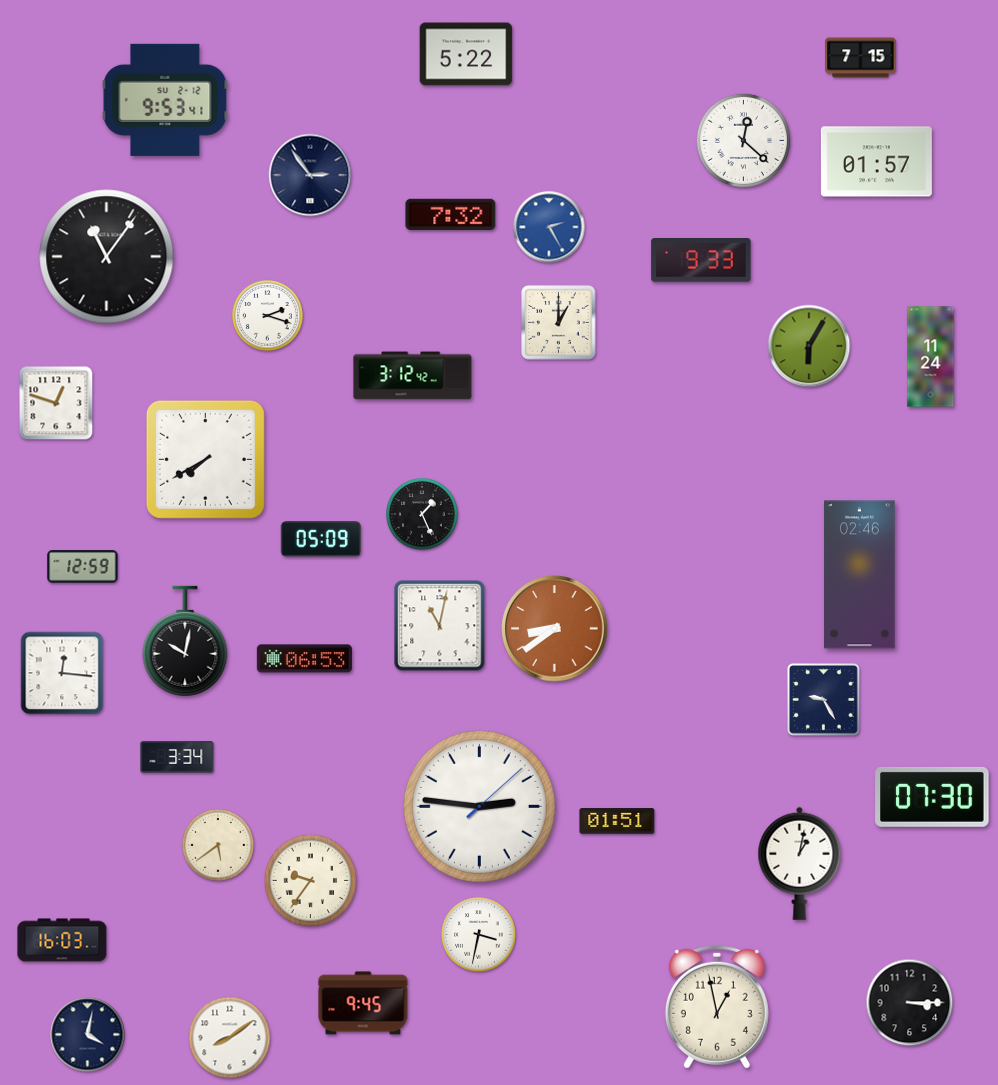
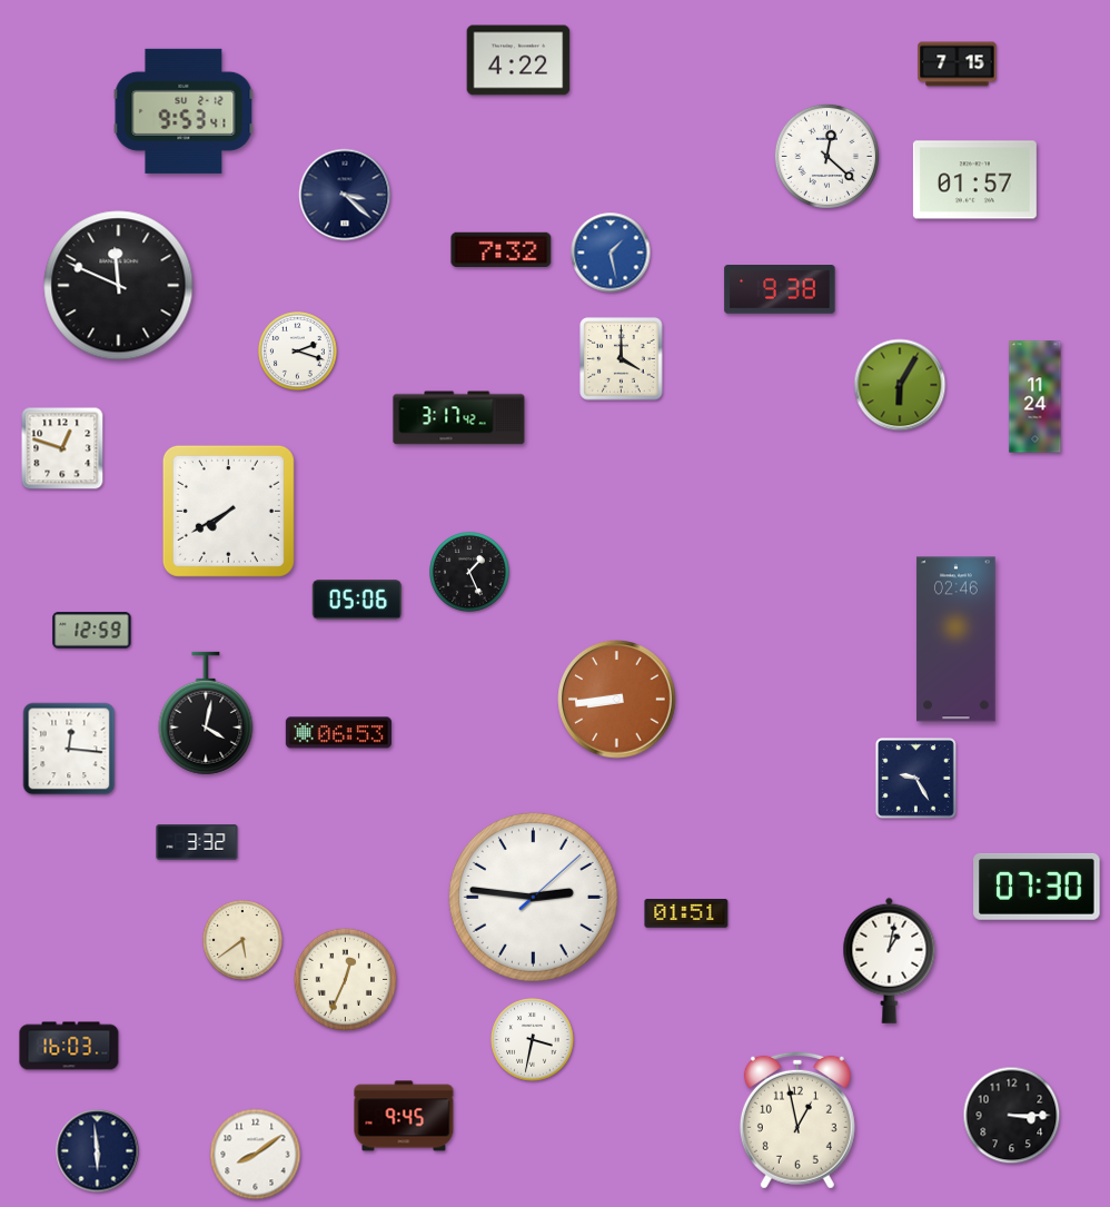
clock at (466, 54): 5:22 -> 4:22
clock at (310, 175): 2:54 -> 3:22
clock at (451, 214) position: (451, 214) -> (502, 249)
clock at (549, 227): 2:25 -> 1:28
clock at (107, 257): 11:06 -> 11:49
clock at (701, 260): 9:33 -> 9:38
clock at (559, 323): 1:00 -> 4:00
clock at (413, 376): 3:12 -> 3:17
clock at (321, 539): 05:09 -> 05:06
clock at (440, 626): 11:02 -> none
clock at (555, 629): 8:39 -> 8:44
clock at (185, 641): 10:02 -> 4:02
clock at (177, 757): 3:34 -> 3:32
clock at (311, 881): 9:36 -> 12:34
clock at (88, 1035): 4:02 -> 5:59
